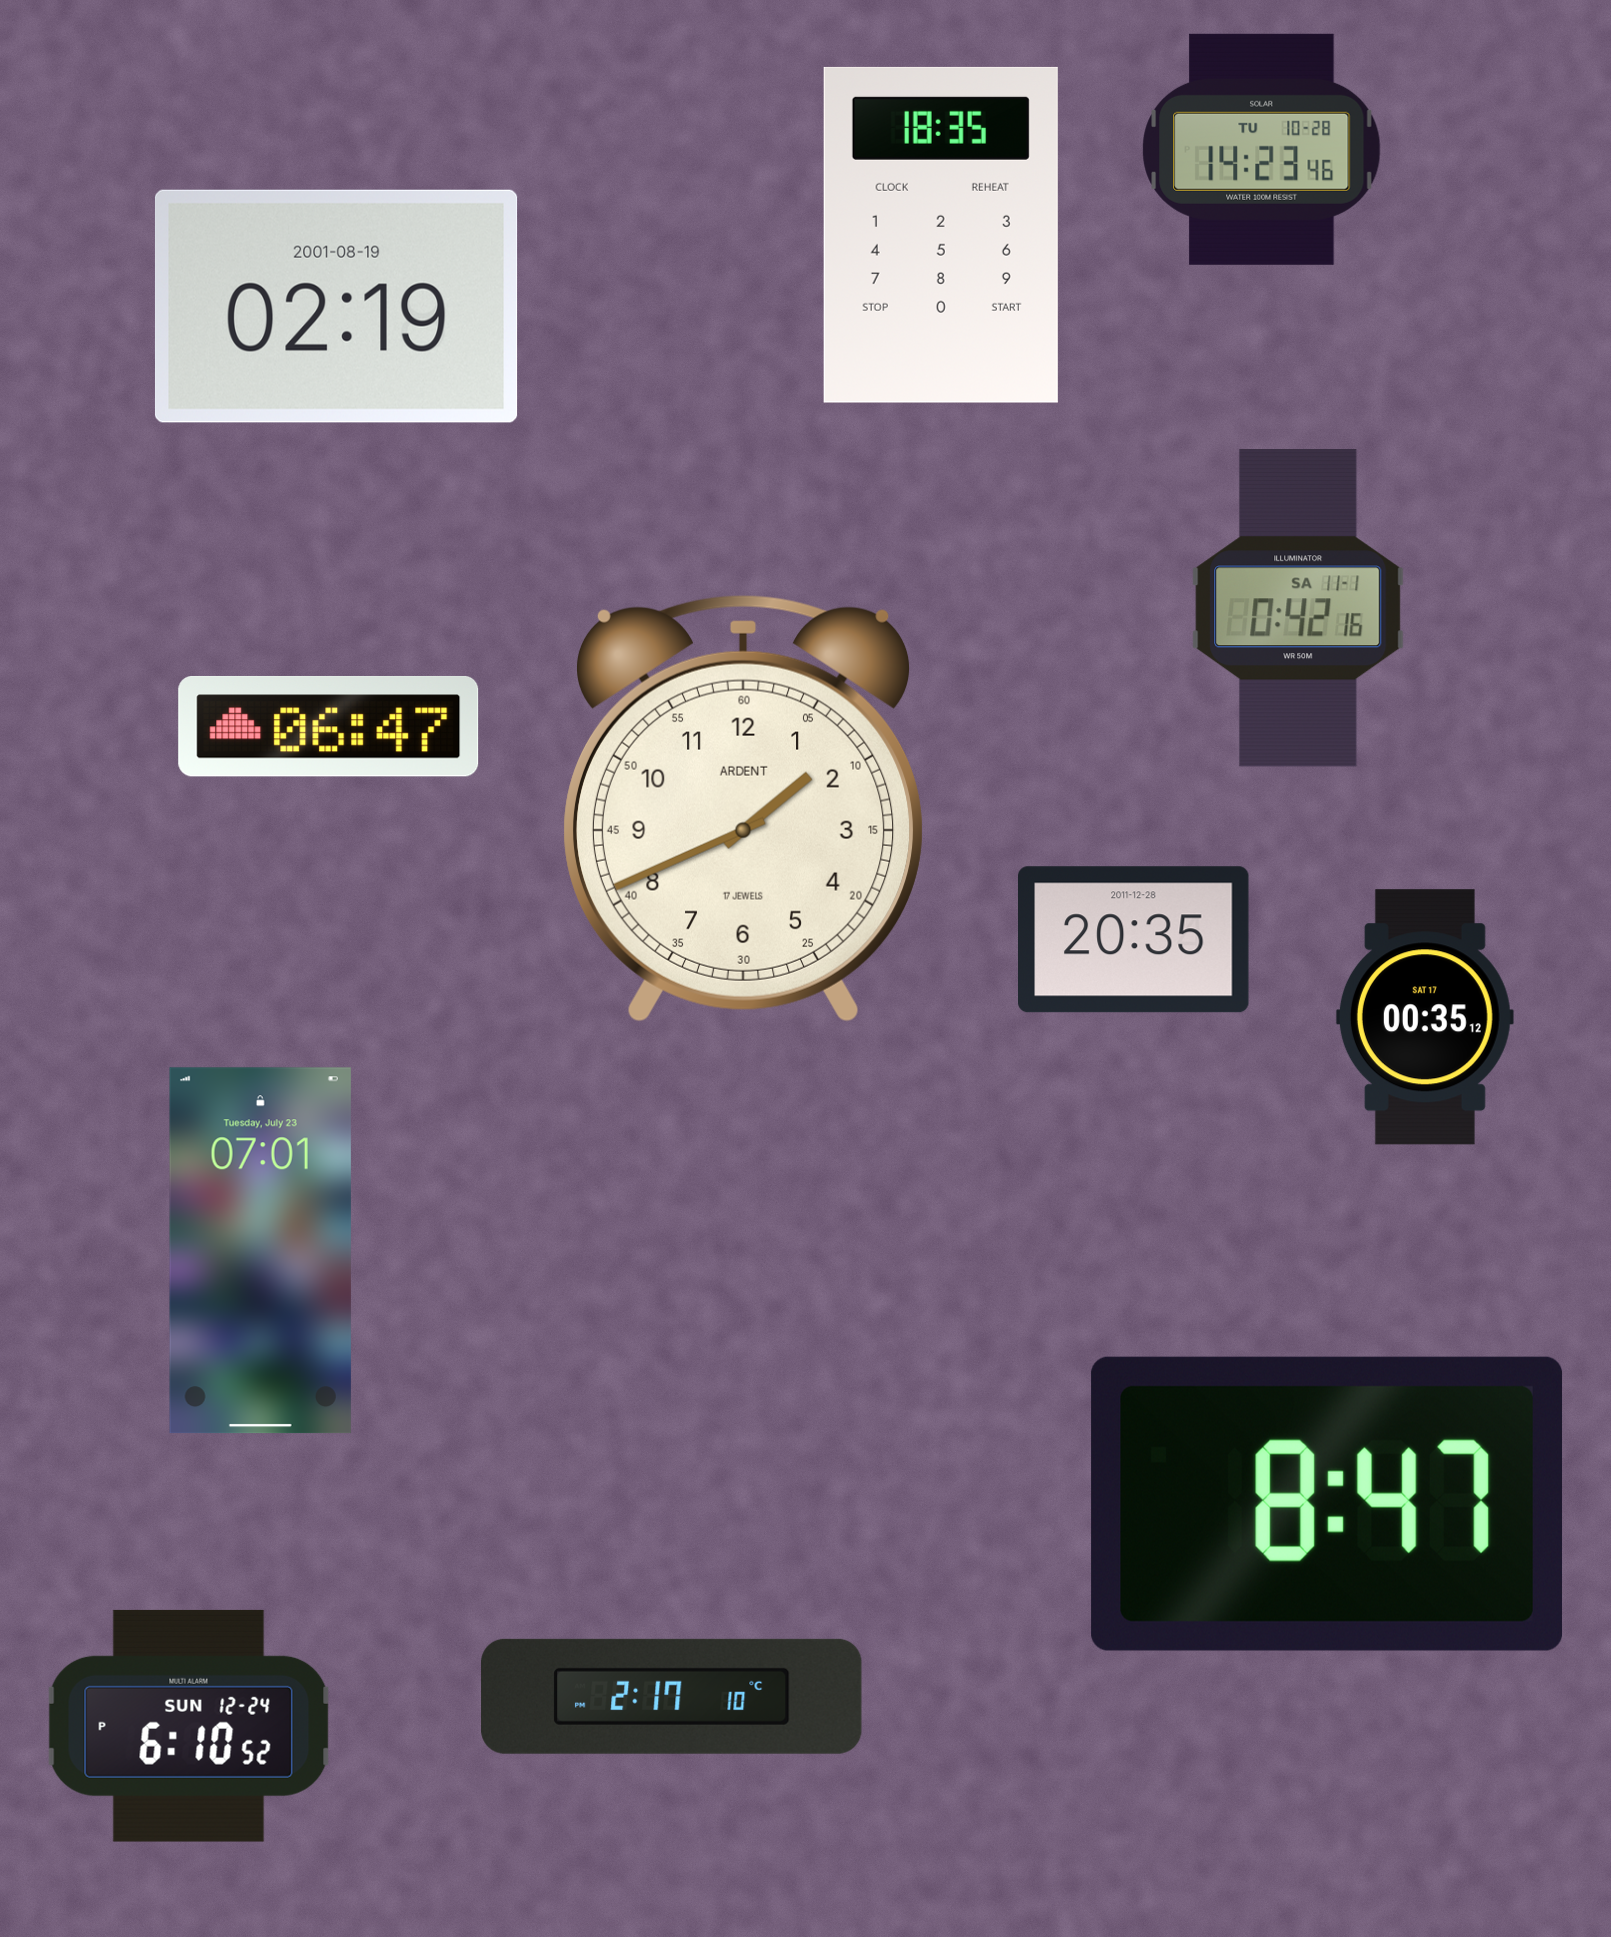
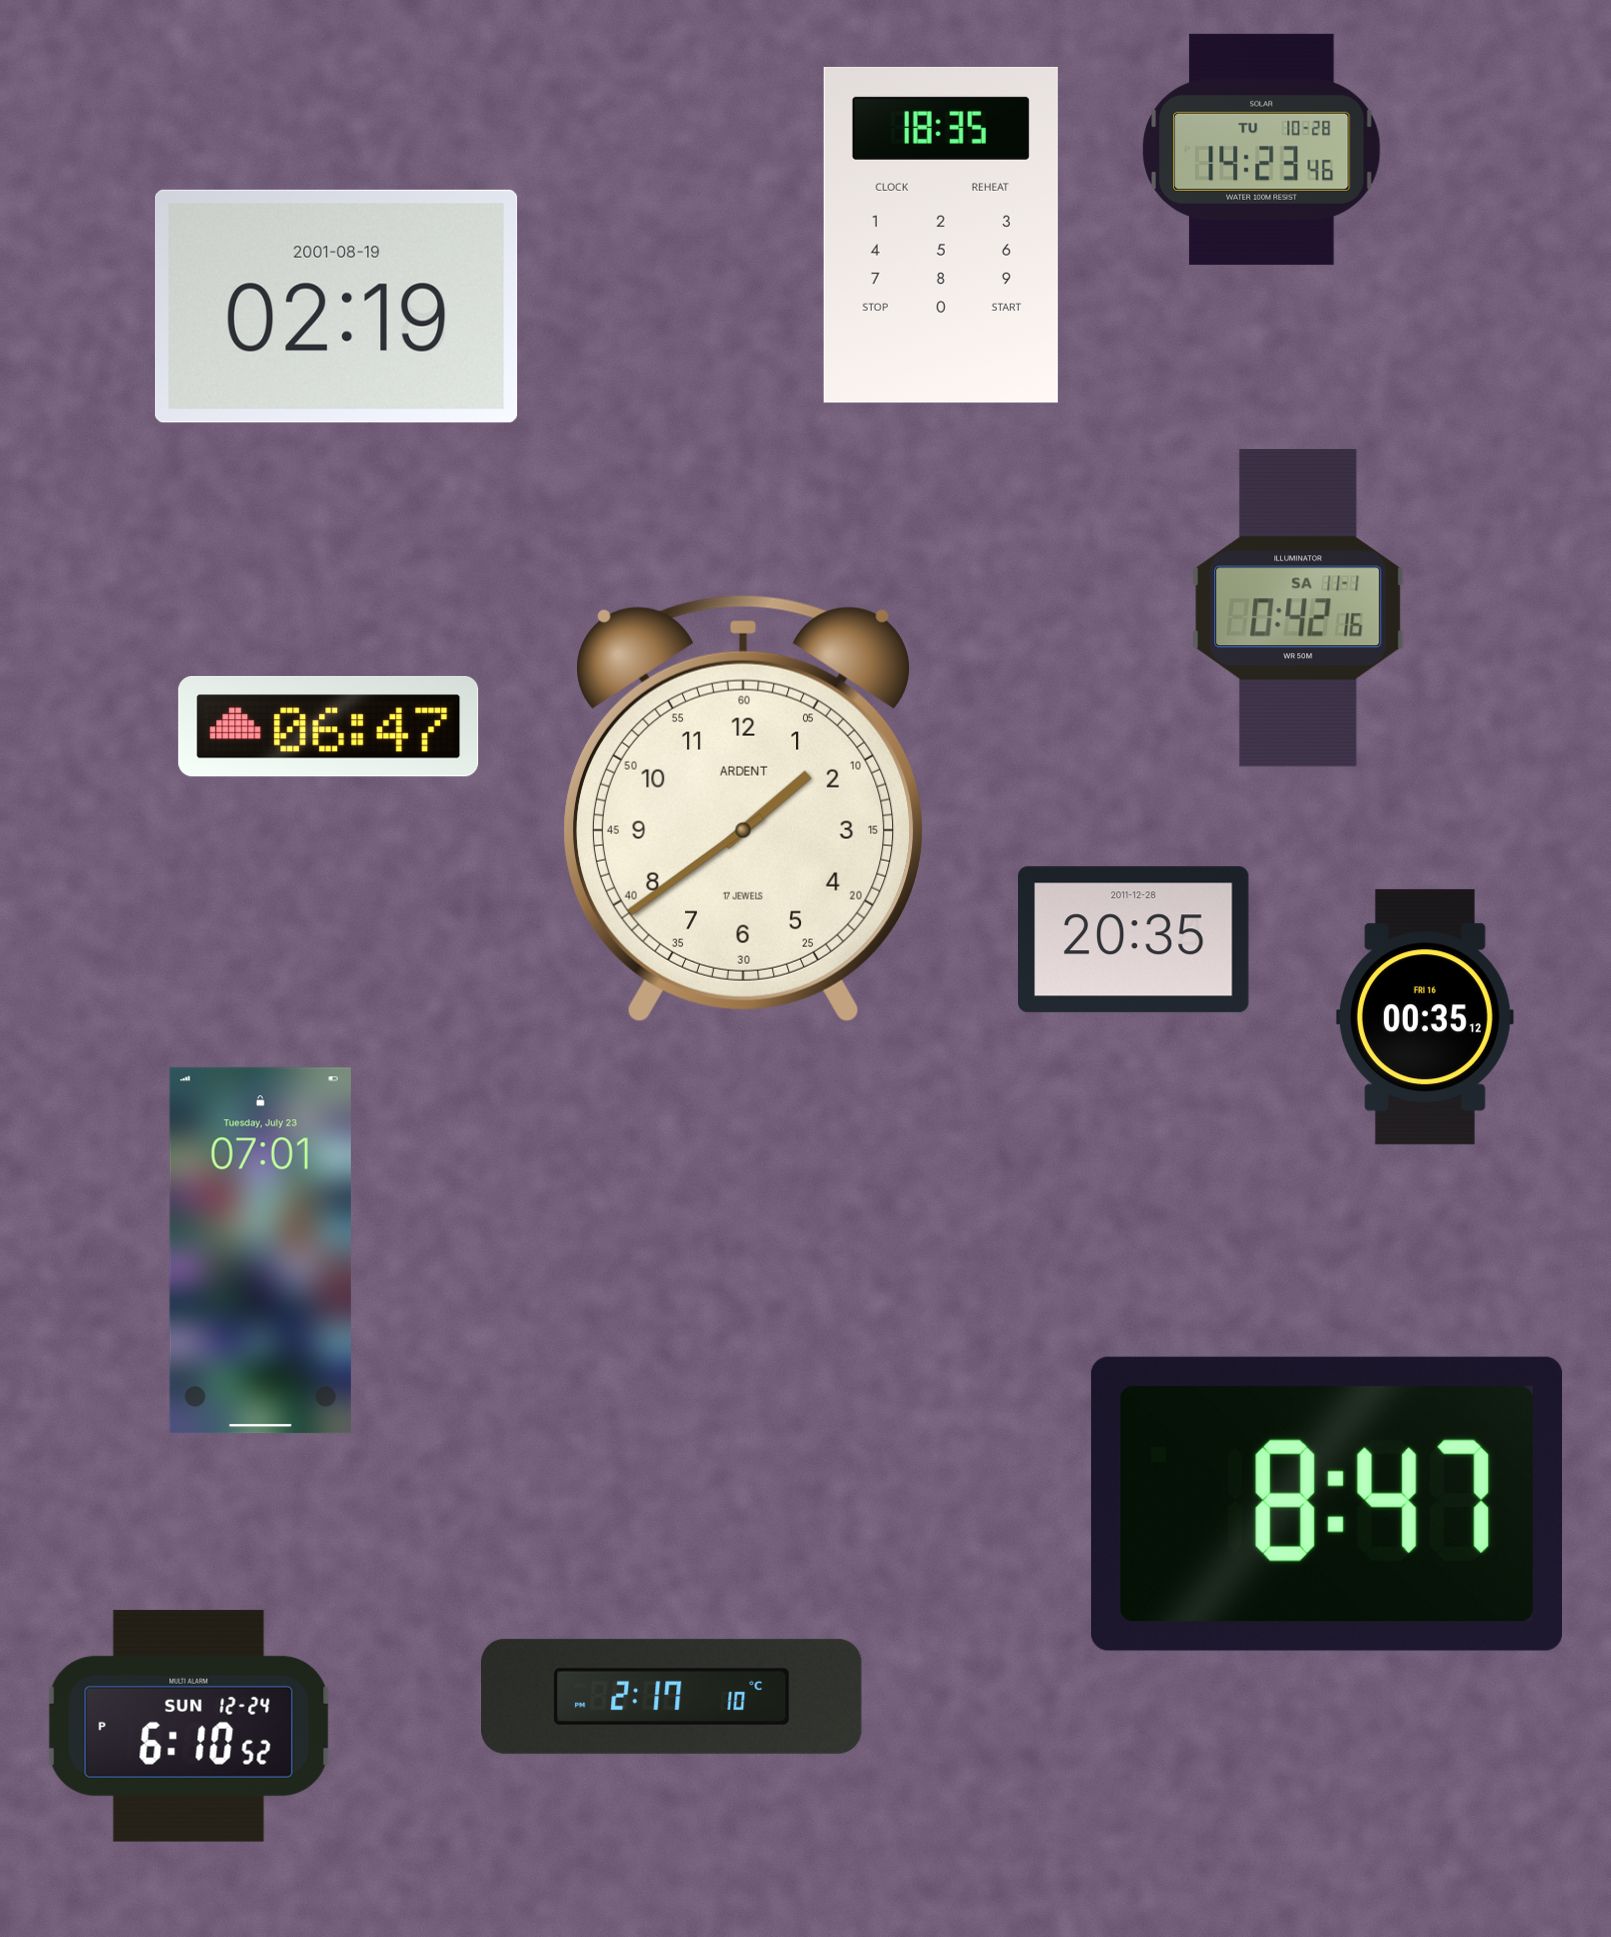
clock at (743, 809): 1:41 -> 1:39
clock at (1425, 1017) date: SAT 17 -> FRI 16
